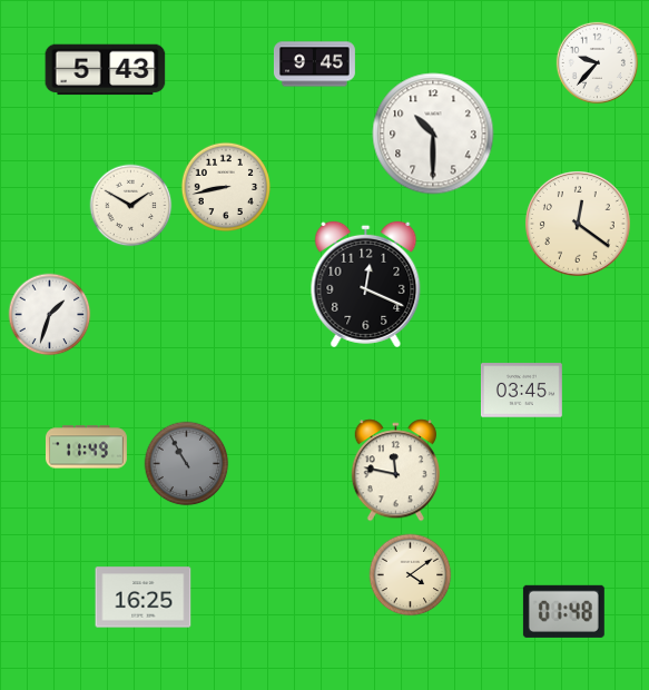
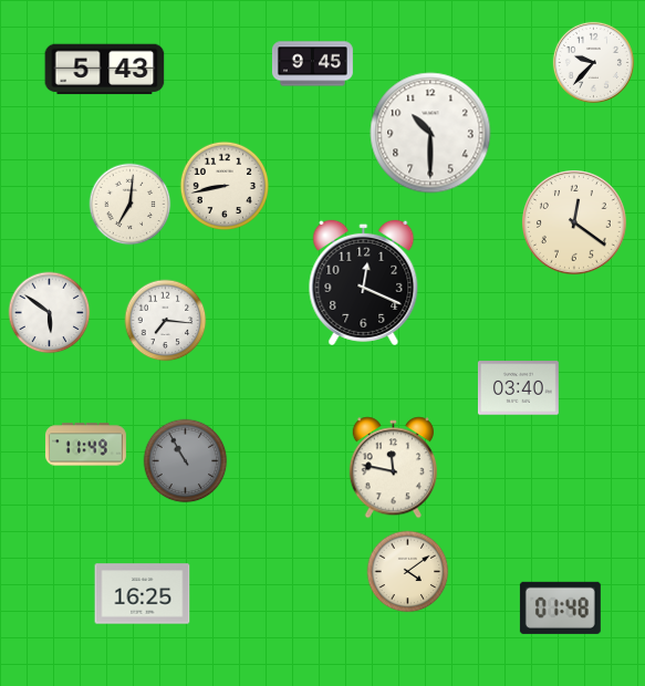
clock at (131, 206): 1:50 -> 7:01
clock at (50, 315): 1:33 -> 5:51
clock at (166, 321): none -> 7:16
clock at (521, 391): 03:45 -> 03:40
